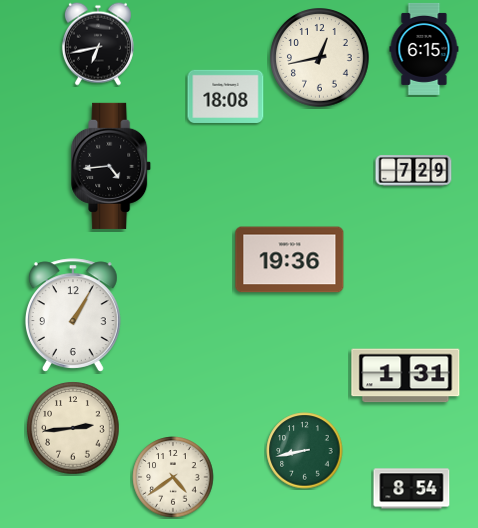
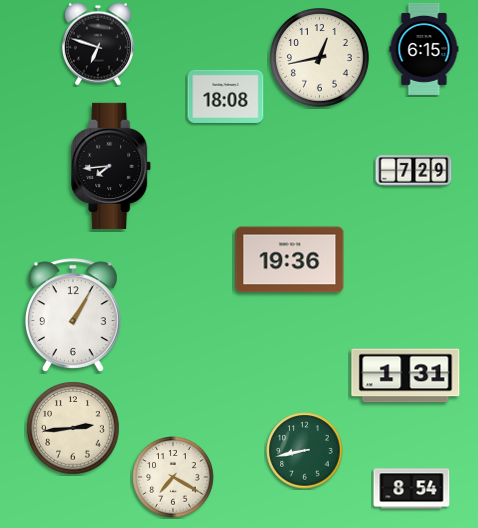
clock at (98, 44): 6:43 -> 6:48
clock at (112, 166): 4:44 -> 7:44
clock at (173, 477): 4:39 -> 7:20
